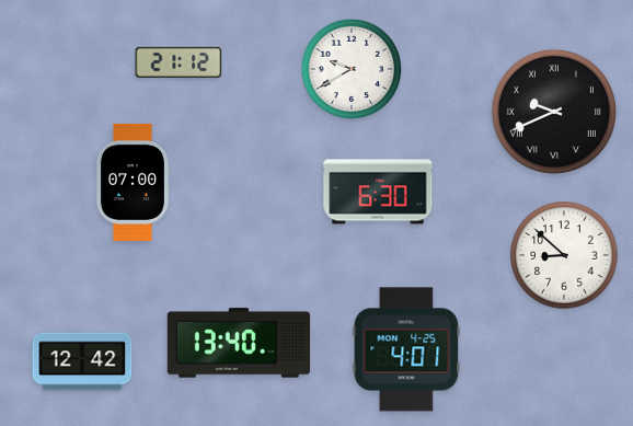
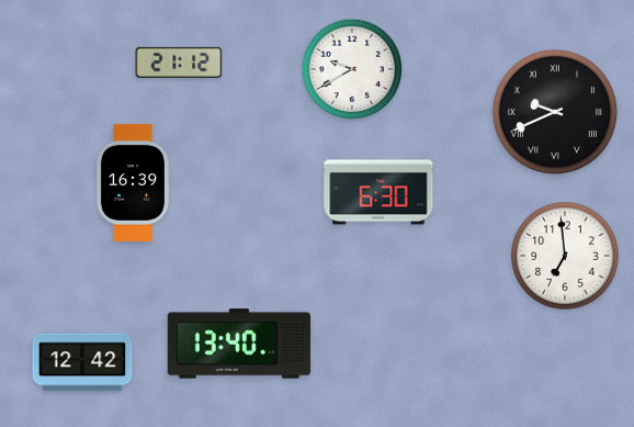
clock at (131, 182): 07:00 -> 16:39
clock at (564, 255): 8:52 -> 6:59
clock at (406, 349): 4:01 -> none
